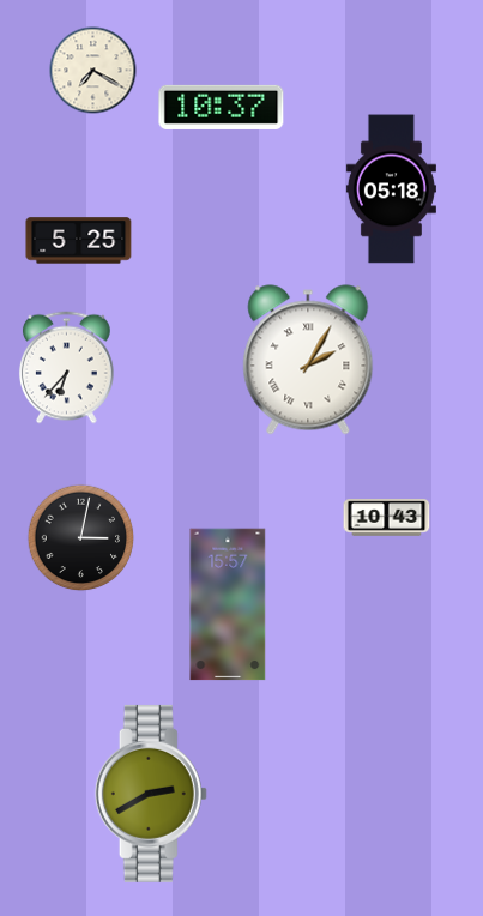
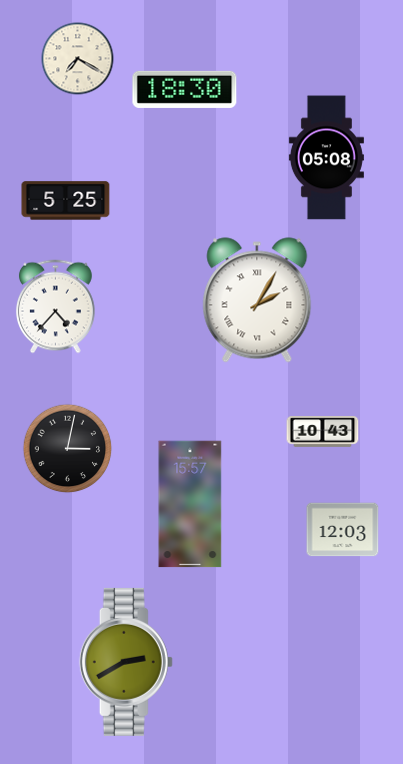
clock at (222, 107): 10:37 -> 18:30
clock at (391, 189): 05:18 -> 05:08
clock at (66, 368): 6:37 -> 4:37
clock at (343, 530): none -> 12:03
